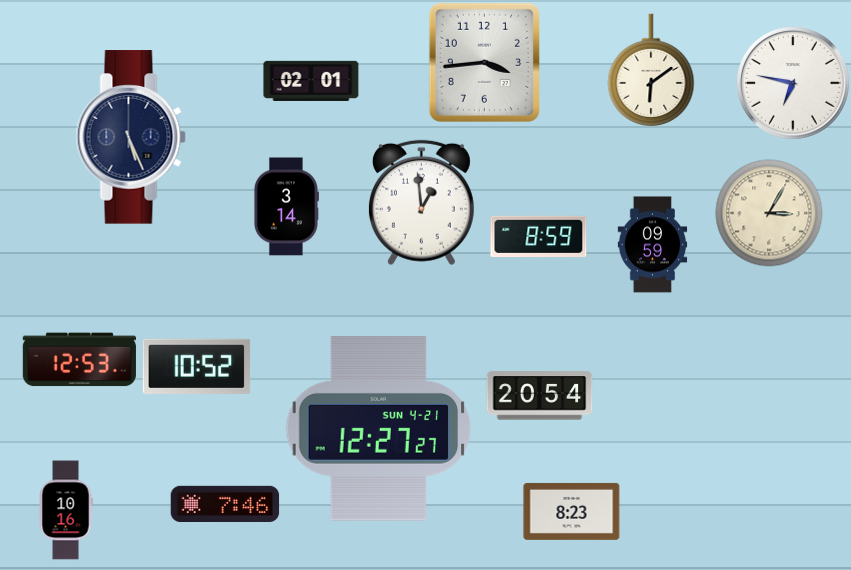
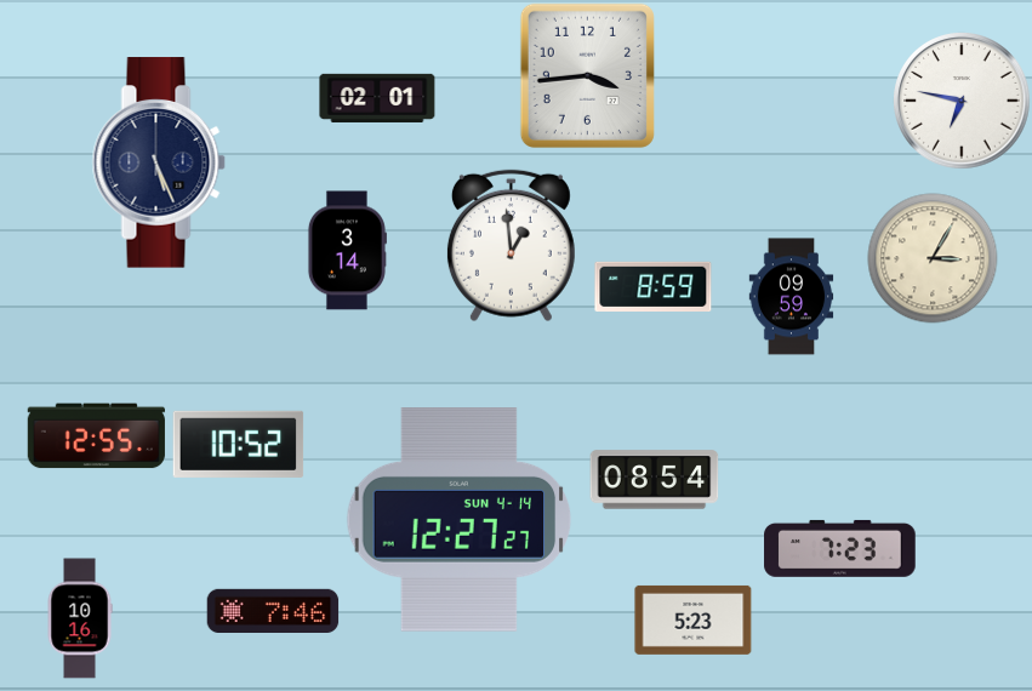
clock at (651, 70): 6:09 -> none
clock at (131, 137) position: (131, 137) -> (159, 162)
clock at (79, 360): 12:53 -> 12:55
clock at (540, 396): 20:54 -> 08:54
clock at (379, 429) date: SUN 4-21 -> SUN 4-14
clock at (840, 548): none -> 7:23
clock at (572, 511): 8:23 -> 5:23
